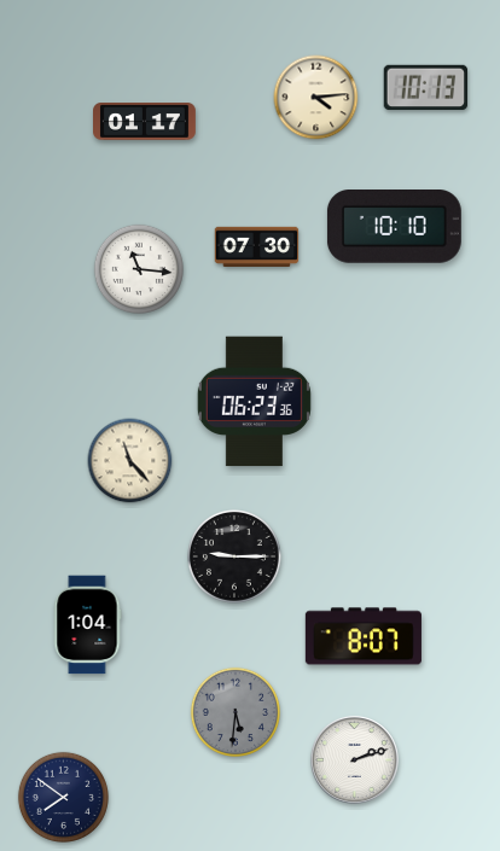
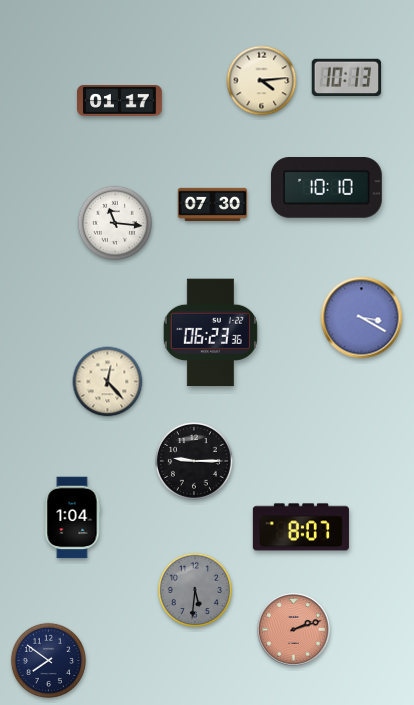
clock at (426, 88) position: (426, 88) -> (347, 78)
clock at (362, 318): none -> 3:20
clock at (130, 461): 11:23 -> 12:23
clock at (354, 759) dial: white -> salmon
clock at (63, 797) position: (63, 797) -> (48, 660)
